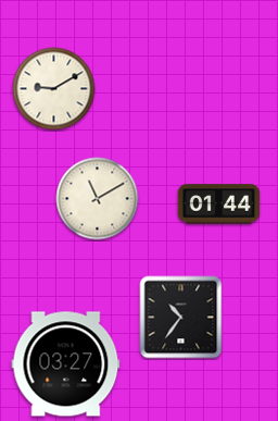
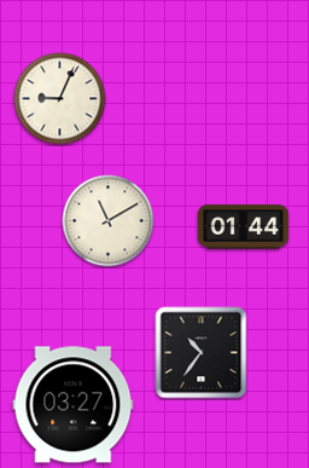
clock at (54, 89): 9:10 -> 9:04
